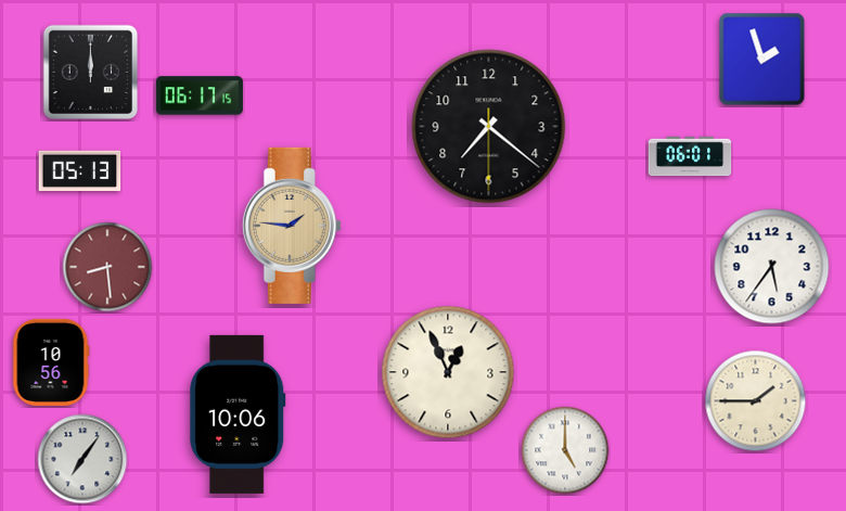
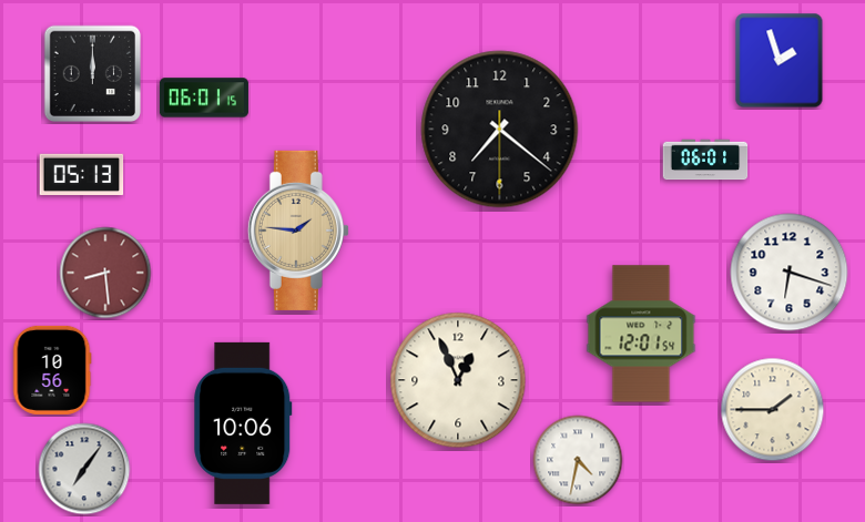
clock at (200, 95): 06:17 -> 06:01
clock at (107, 267) position: (107, 267) -> (105, 273)
clock at (772, 267): 5:36 -> 6:18
clock at (641, 334): none -> 12:01
clock at (565, 450): 5:00 -> 4:32
